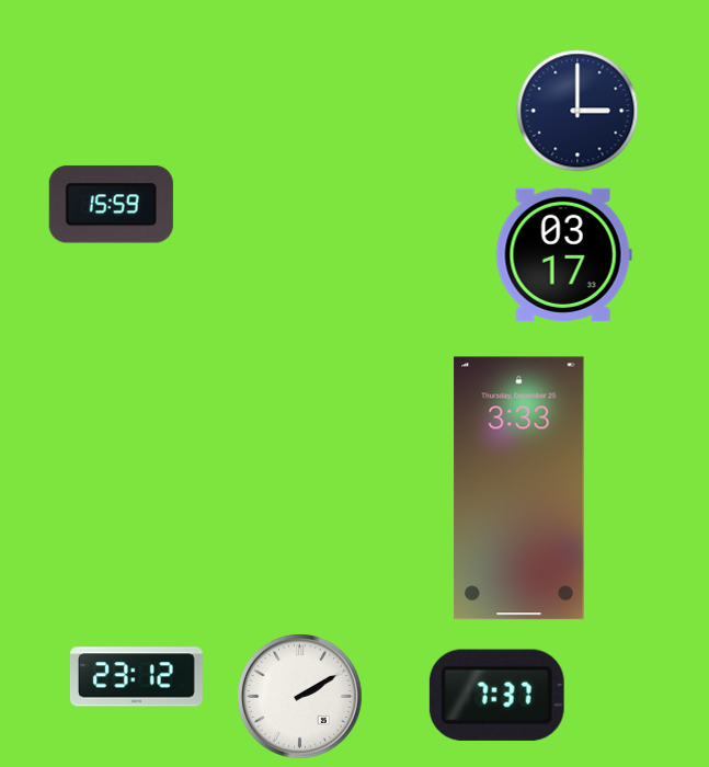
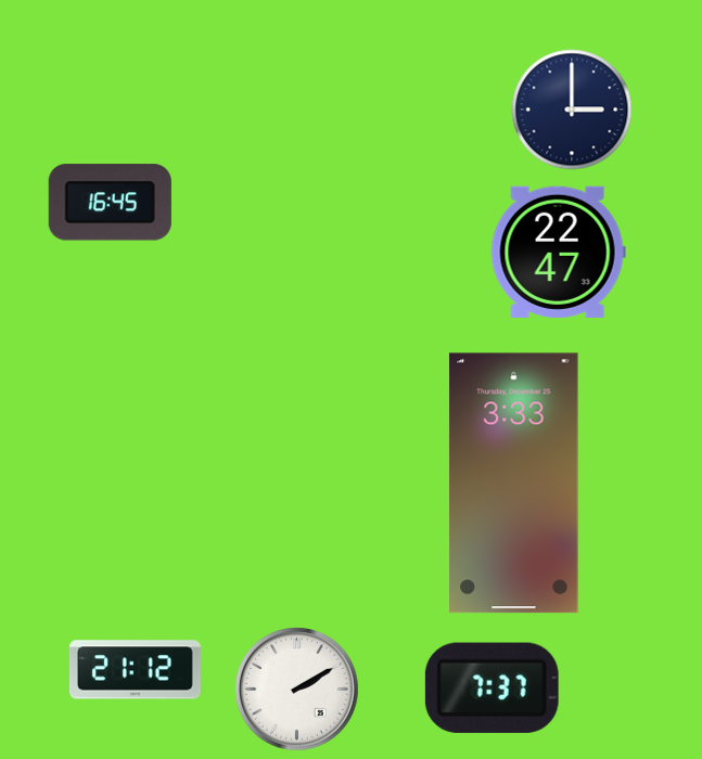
clock at (111, 205): 15:59 -> 16:45
clock at (563, 254): 03:17 -> 22:47
clock at (136, 677): 23:12 -> 21:12
